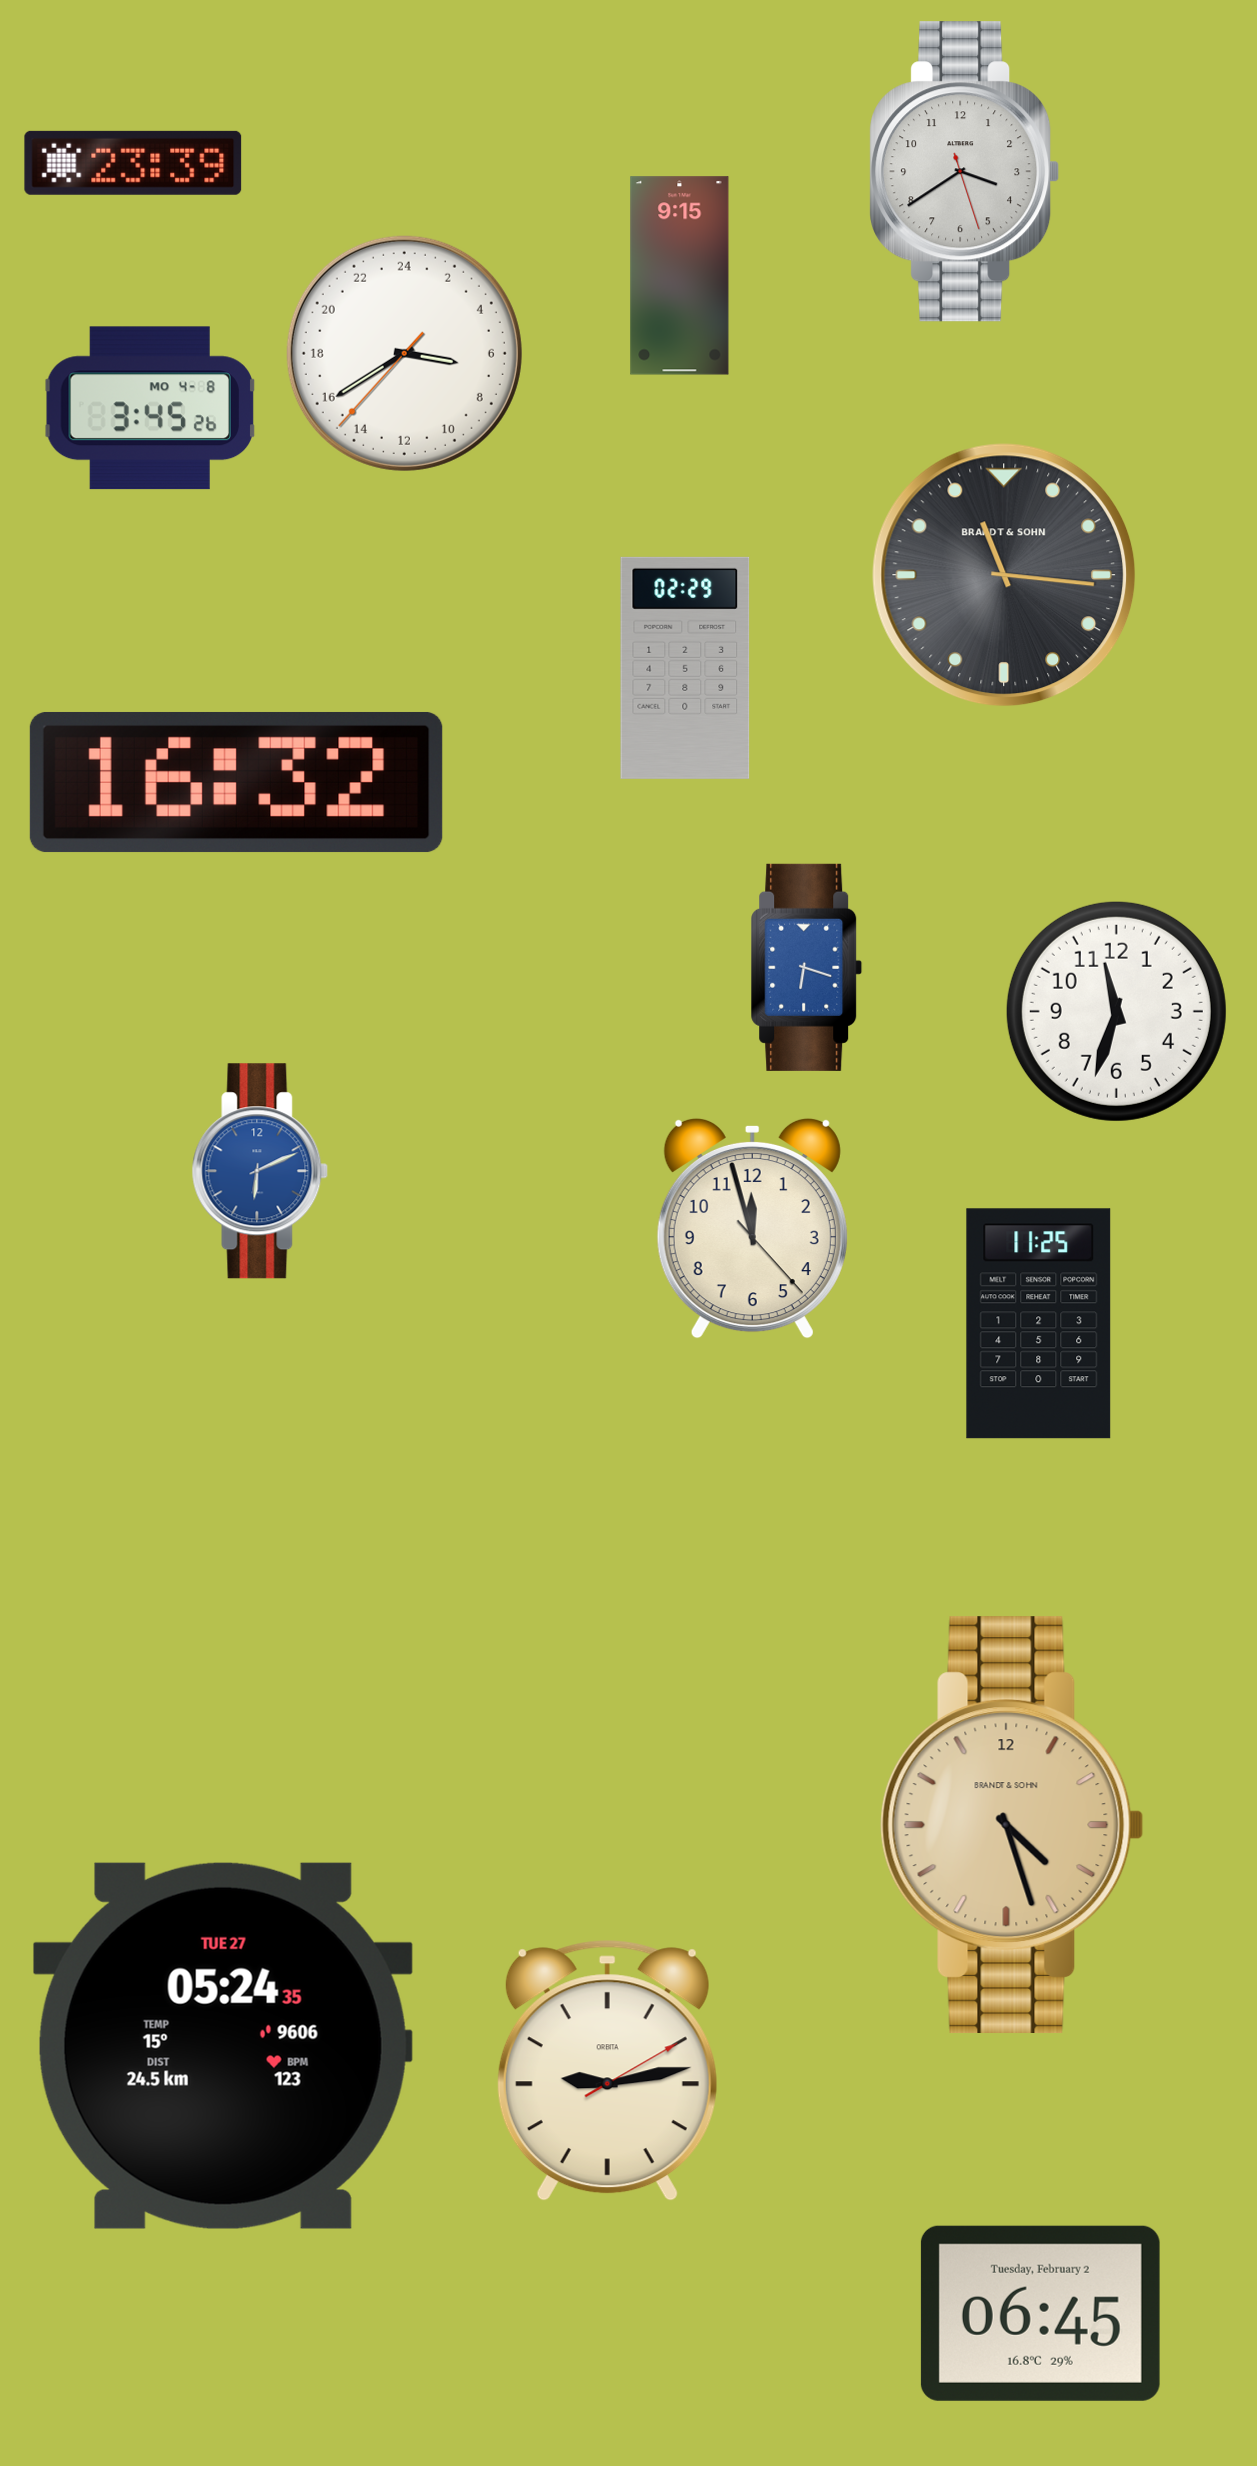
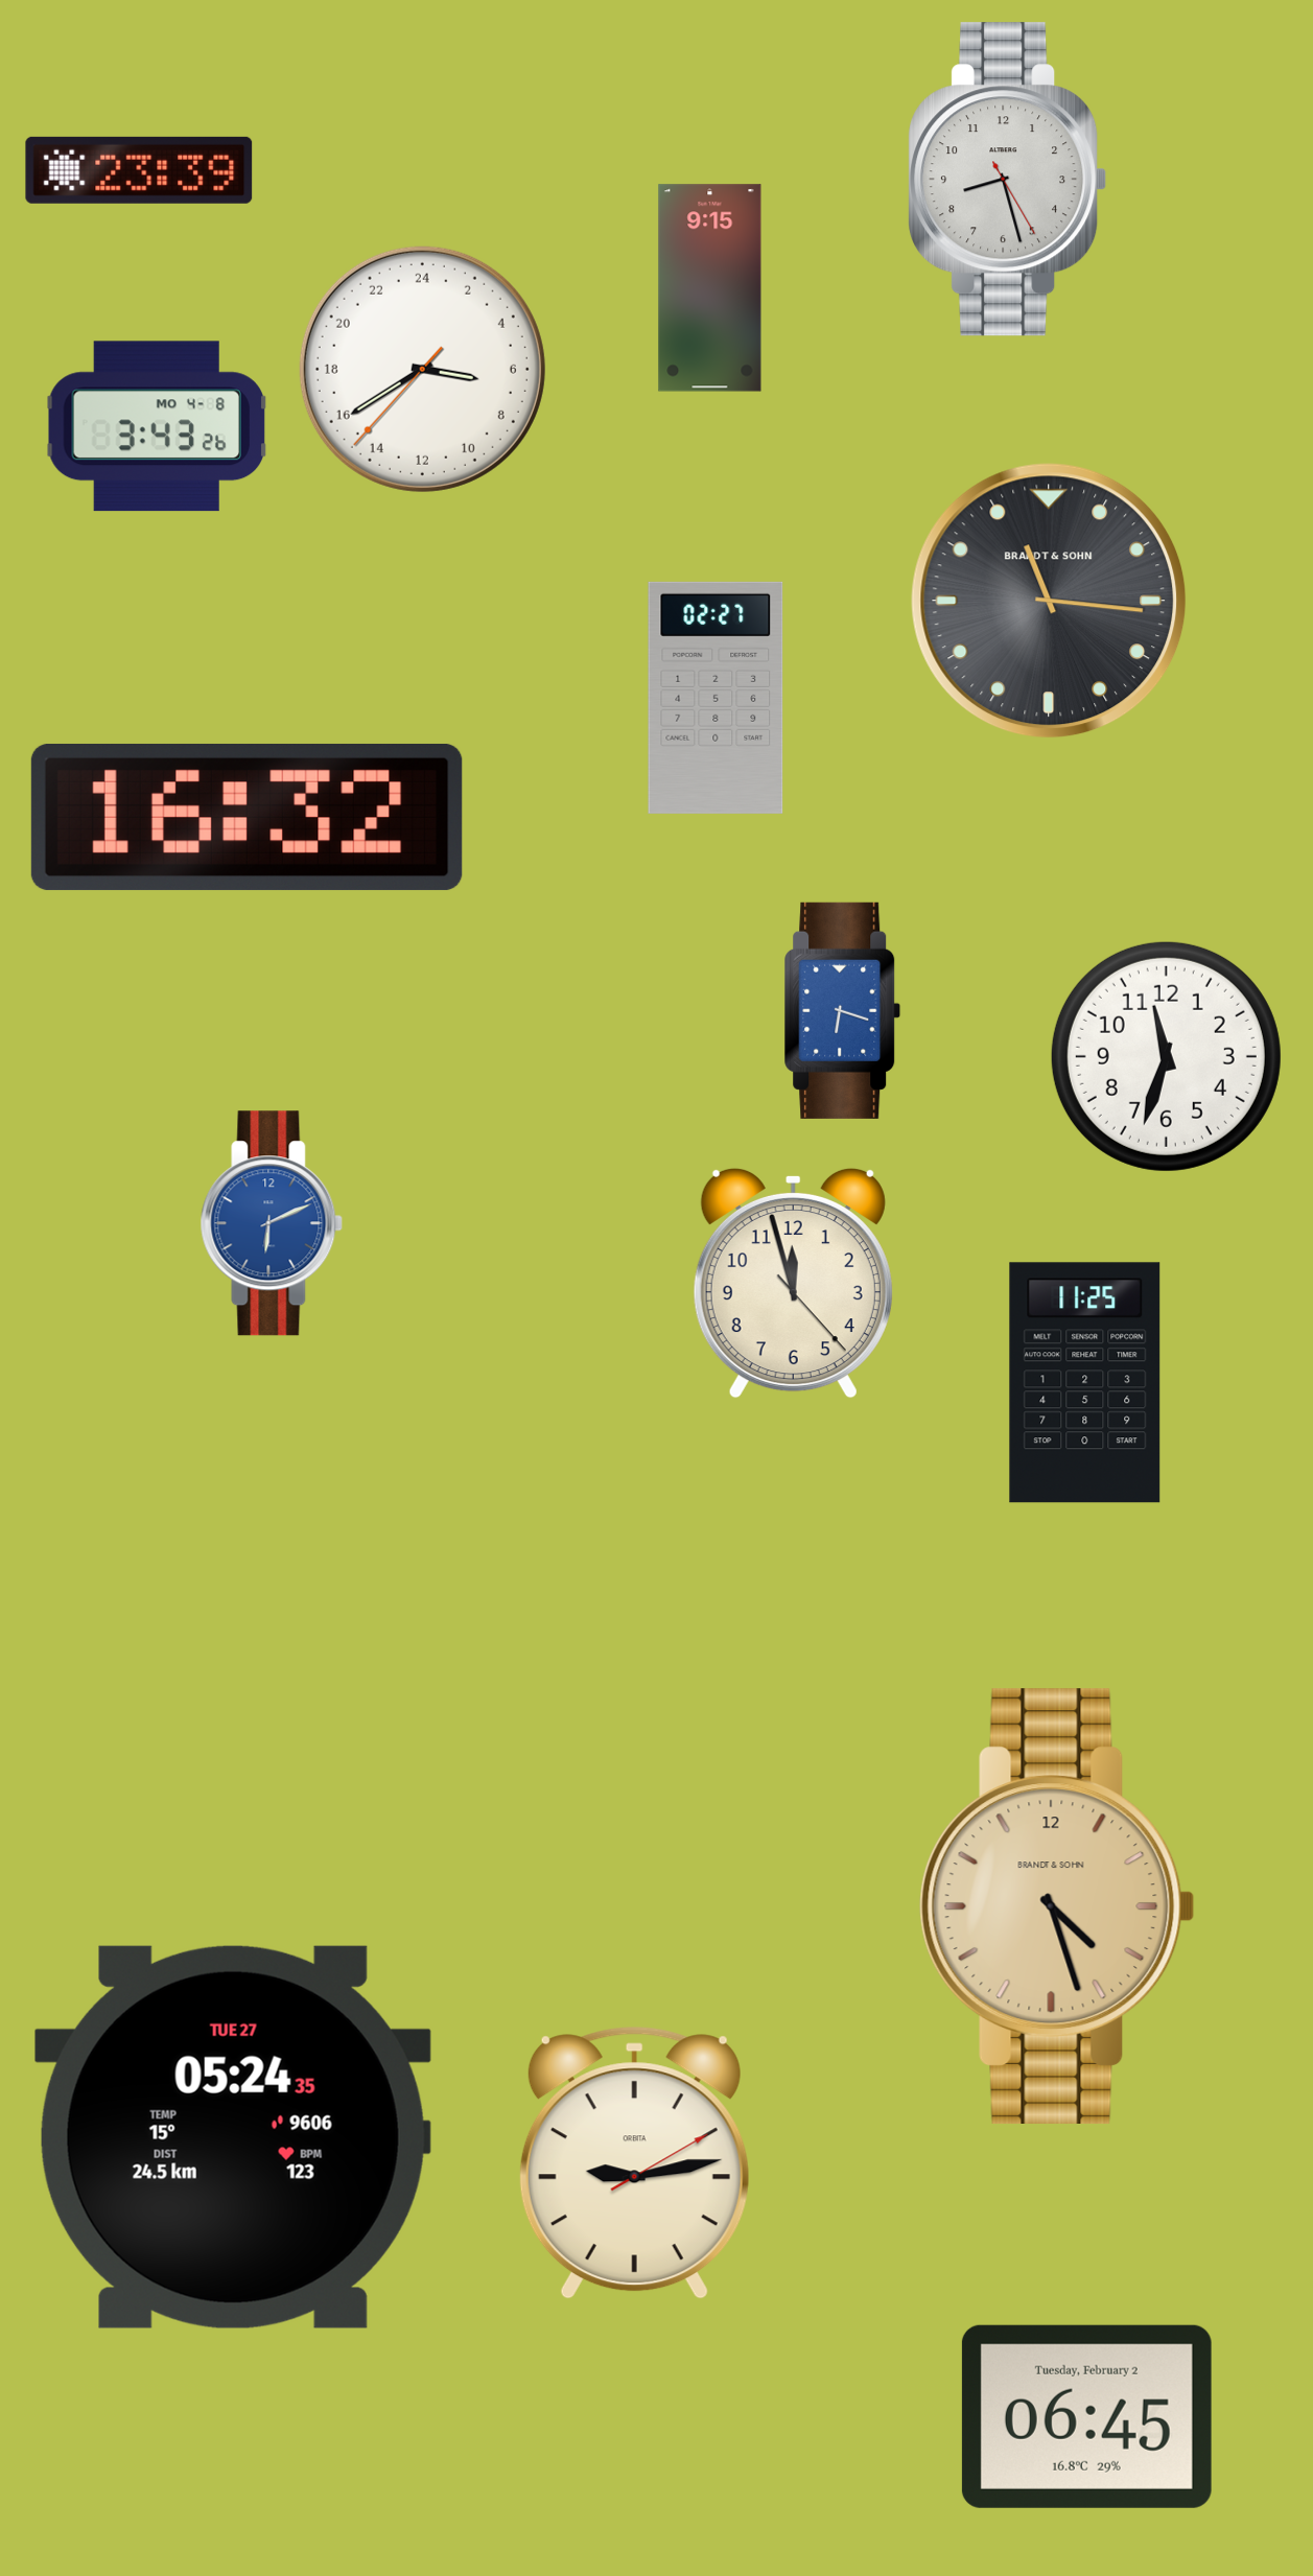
clock at (965, 172): 3:39 -> 8:27
clock at (149, 408): 3:45 -> 3:43
clock at (685, 668): 02:29 -> 02:27
clock at (752, 1228) position: (752, 1228) -> (793, 1283)
